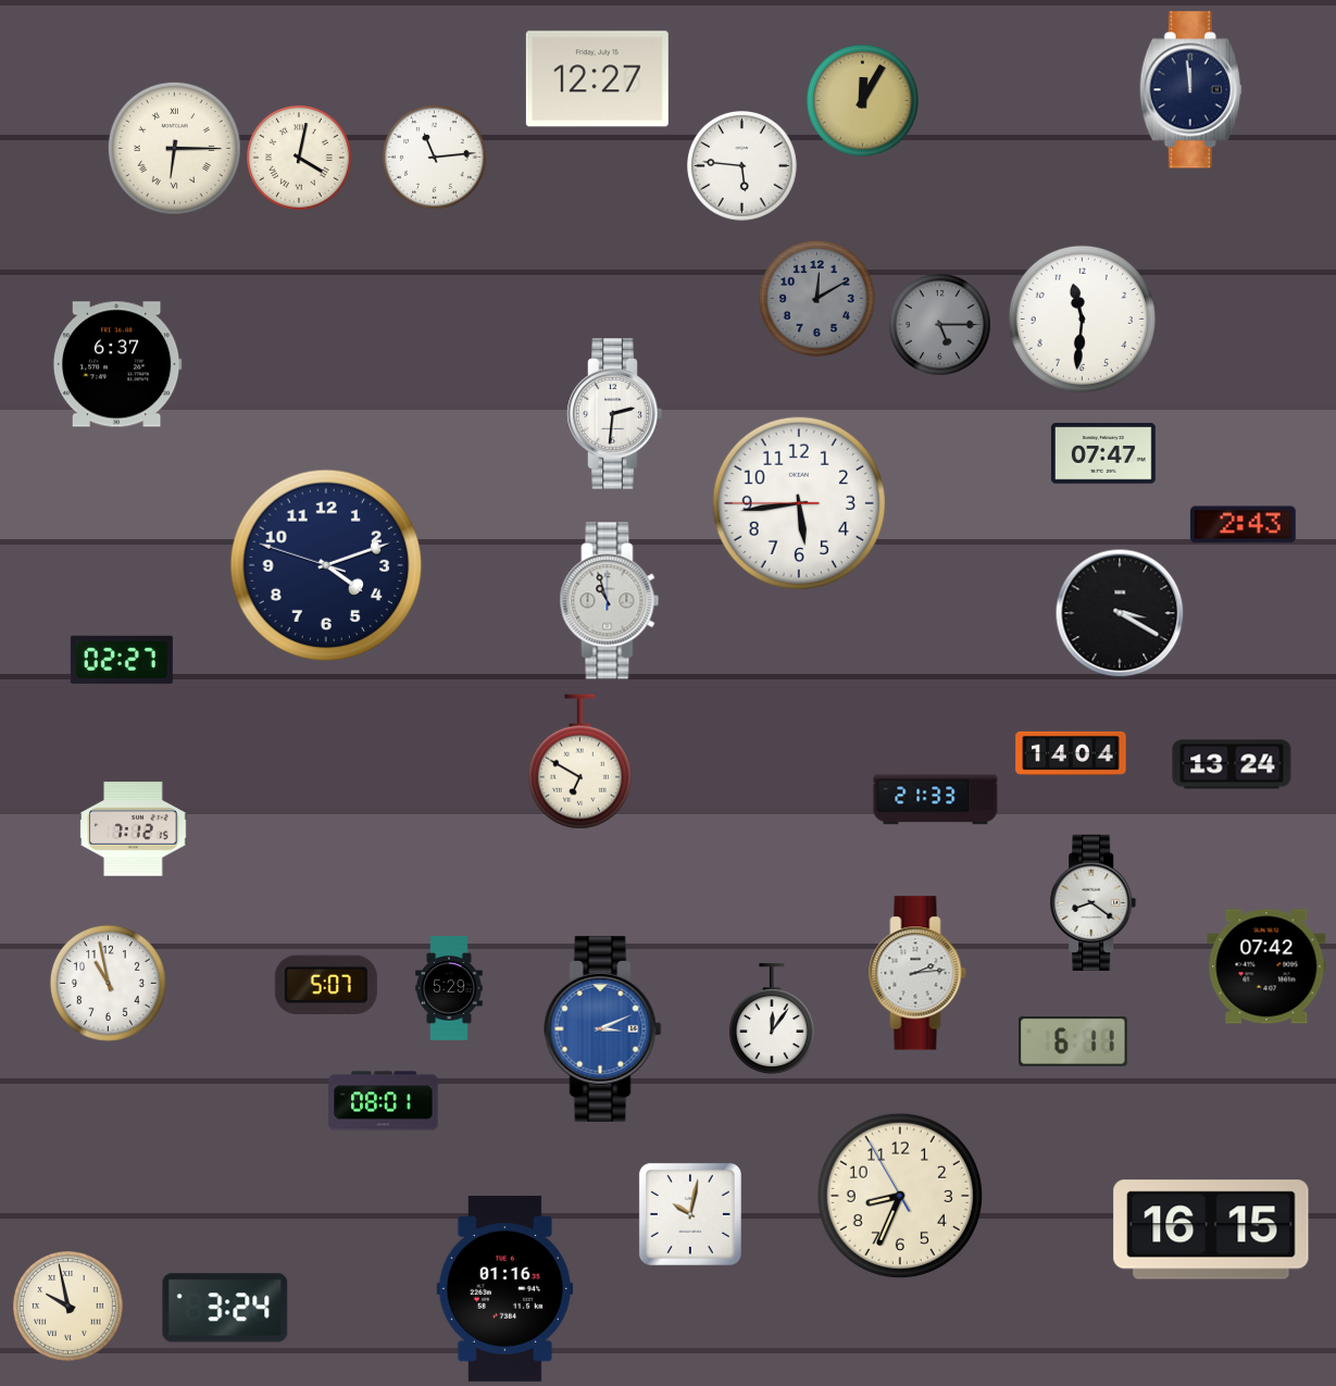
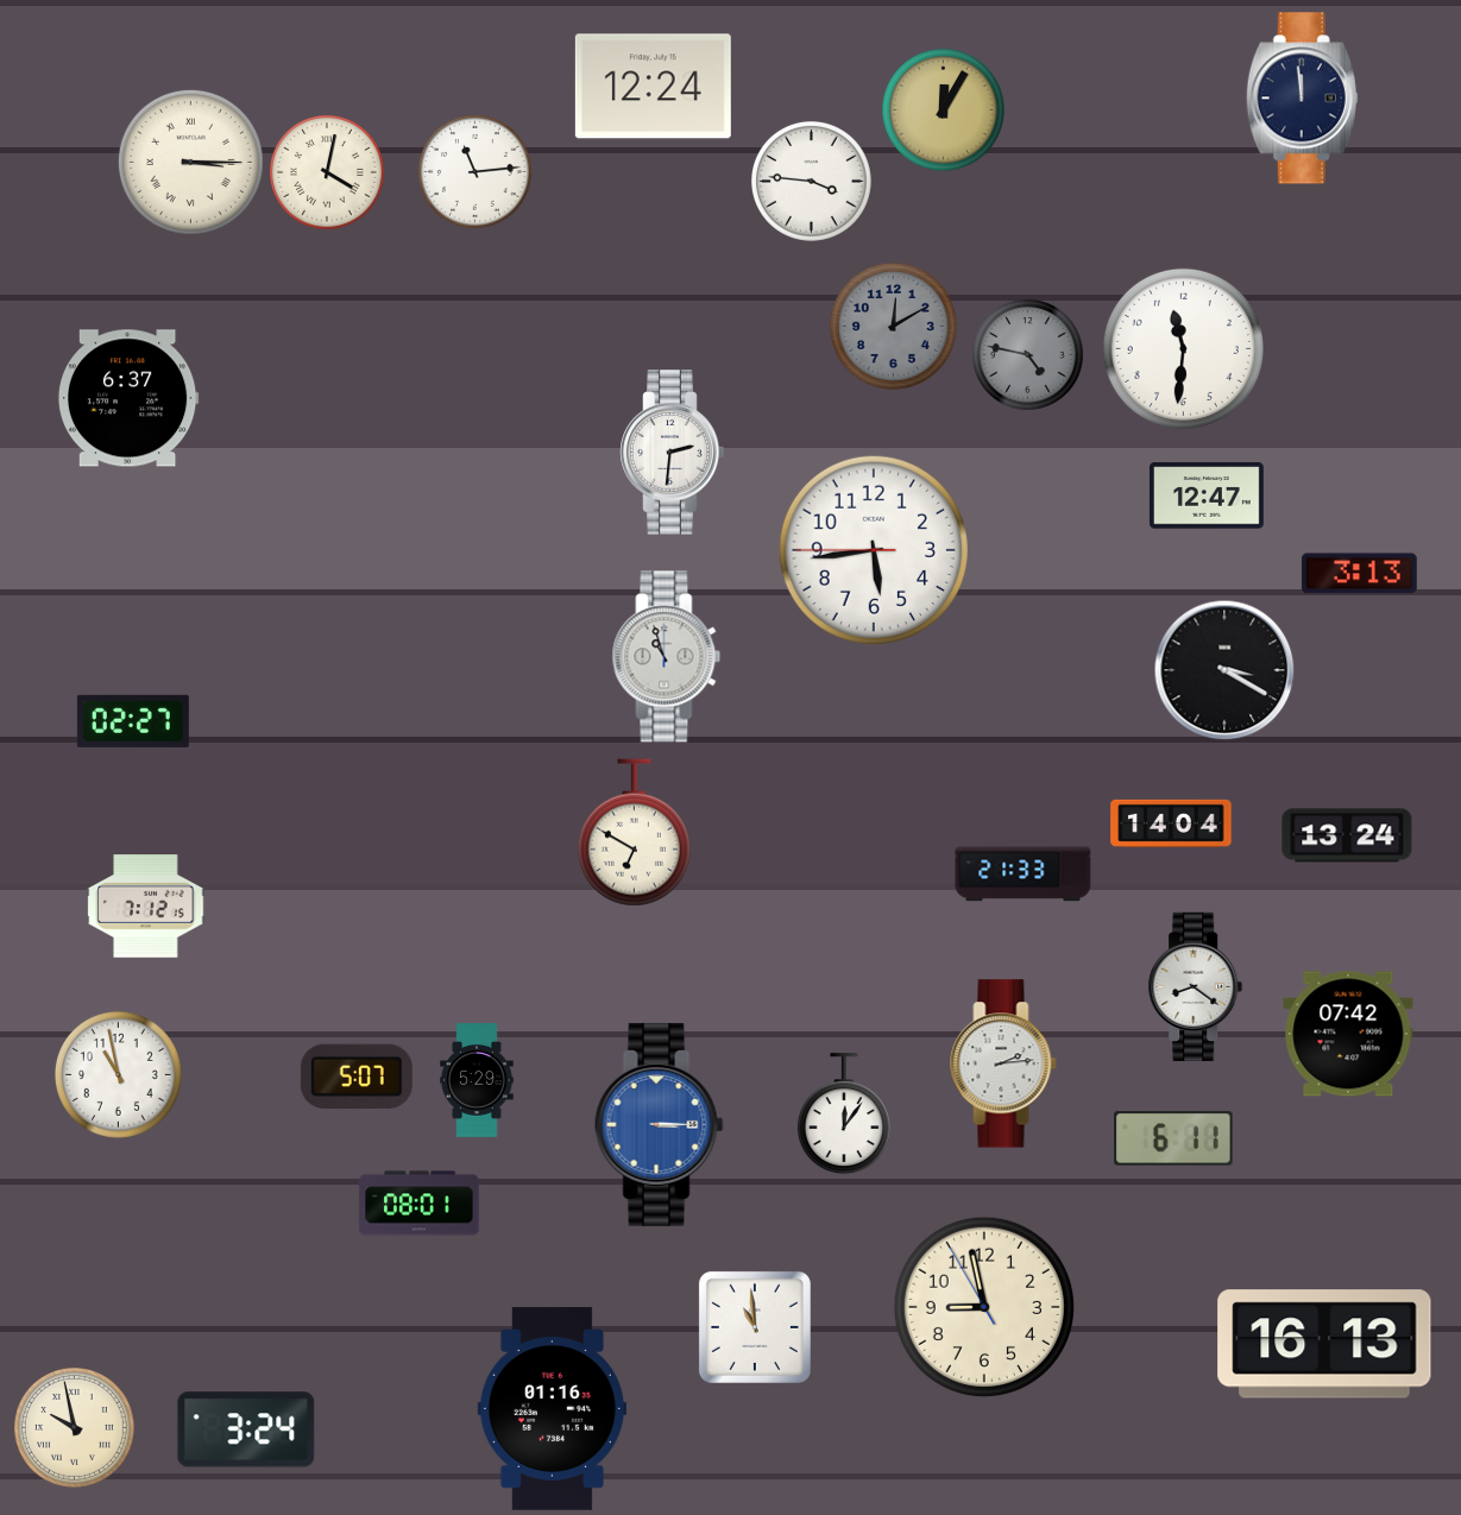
clock at (597, 79): 12:27 -> 12:24
clock at (174, 148): 6:15 -> 3:15
clock at (741, 165): 5:46 -> 3:46
clock at (940, 325): 5:15 -> 4:47
clock at (1103, 453): 07:47 -> 12:47
clock at (1243, 525): 2:43 -> 3:13
clock at (326, 565): 4:11 -> none
clock at (1266, 966) position: (1266, 966) -> (1348, 1034)
clock at (449, 989) position: (449, 989) -> (477, 1081)
clock at (603, 1028): 3:11 -> 3:15
clock at (900, 1196): 8:33 -> 8:57
clock at (690, 1214): 10:02 -> 10:59
clock at (1211, 1229): 16:15 -> 16:13
